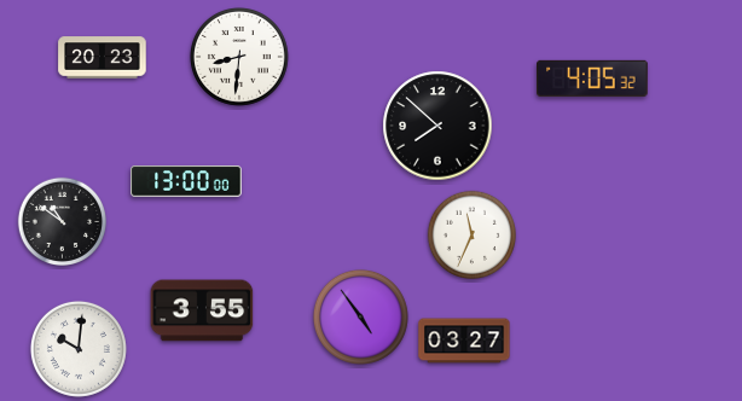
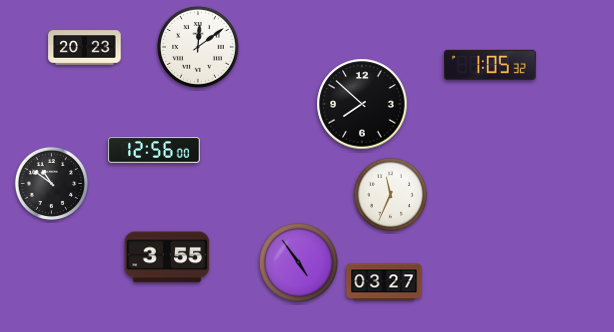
clock at (239, 57): 8:31 -> 12:09
clock at (593, 79): 4:05 -> 1:05
clock at (186, 181): 13:00 -> 12:56
clock at (79, 349): 10:01 -> none
